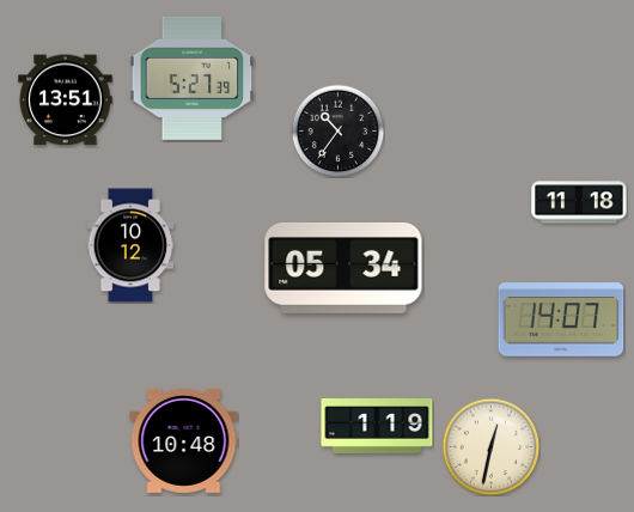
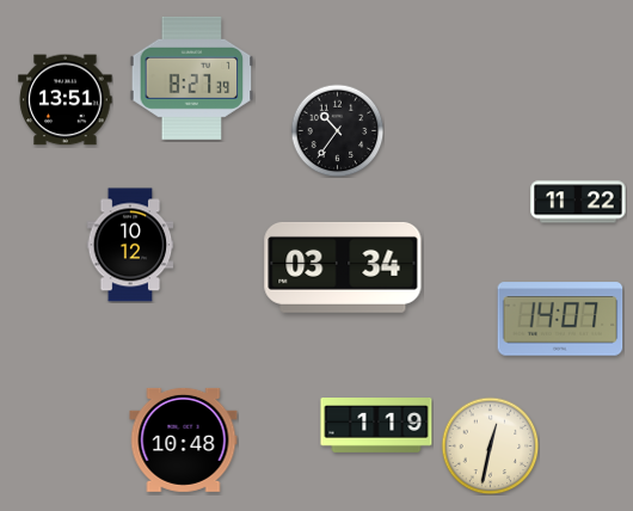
clock at (193, 78): 5:27 -> 8:27
clock at (579, 202): 11:18 -> 11:22
clock at (343, 268): 05:34 -> 03:34
